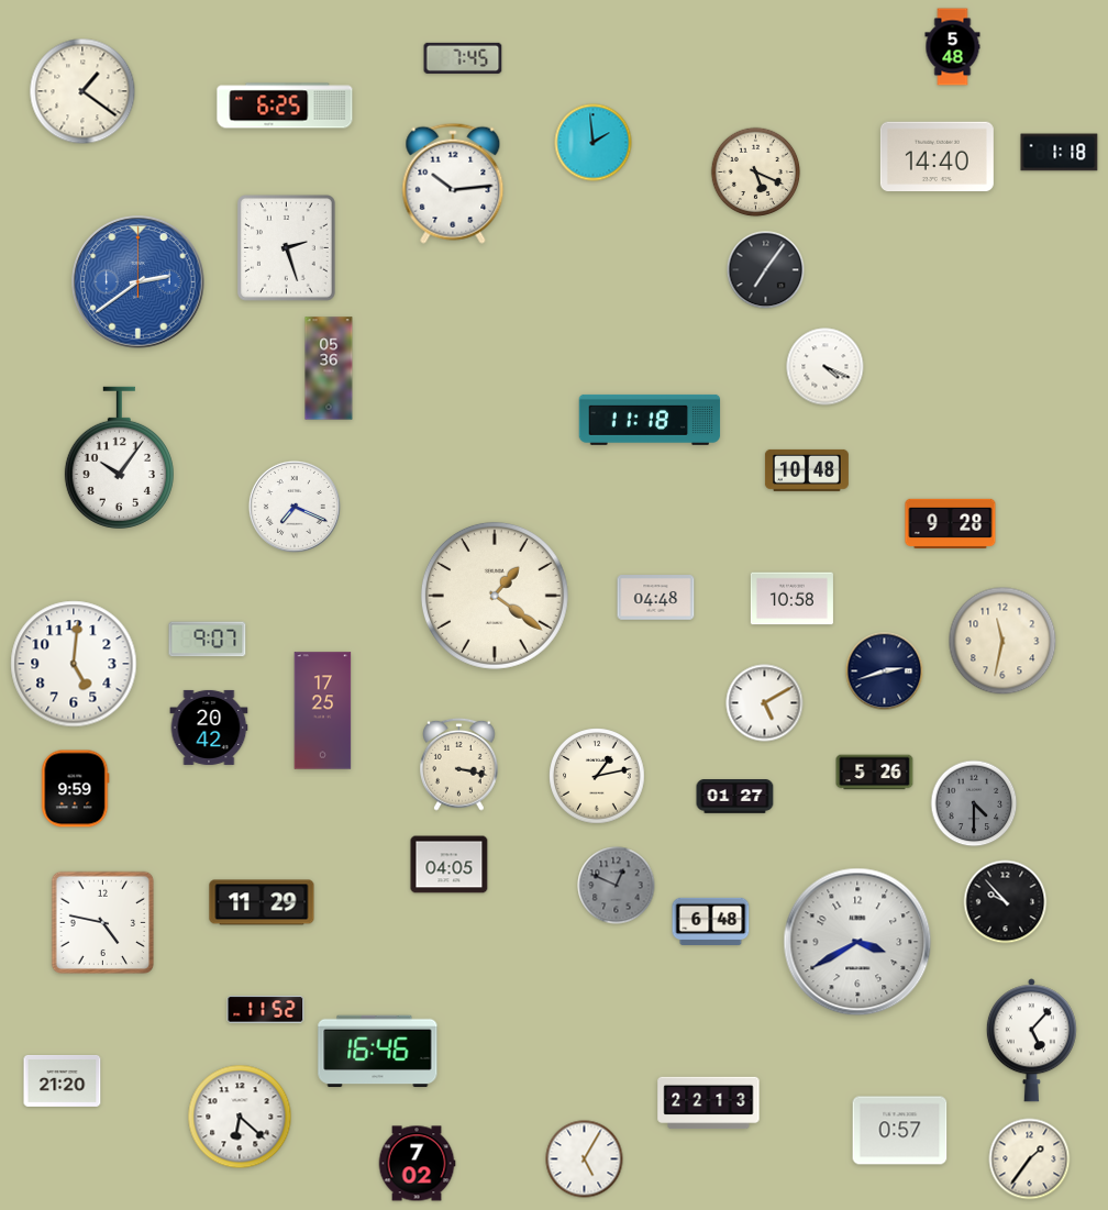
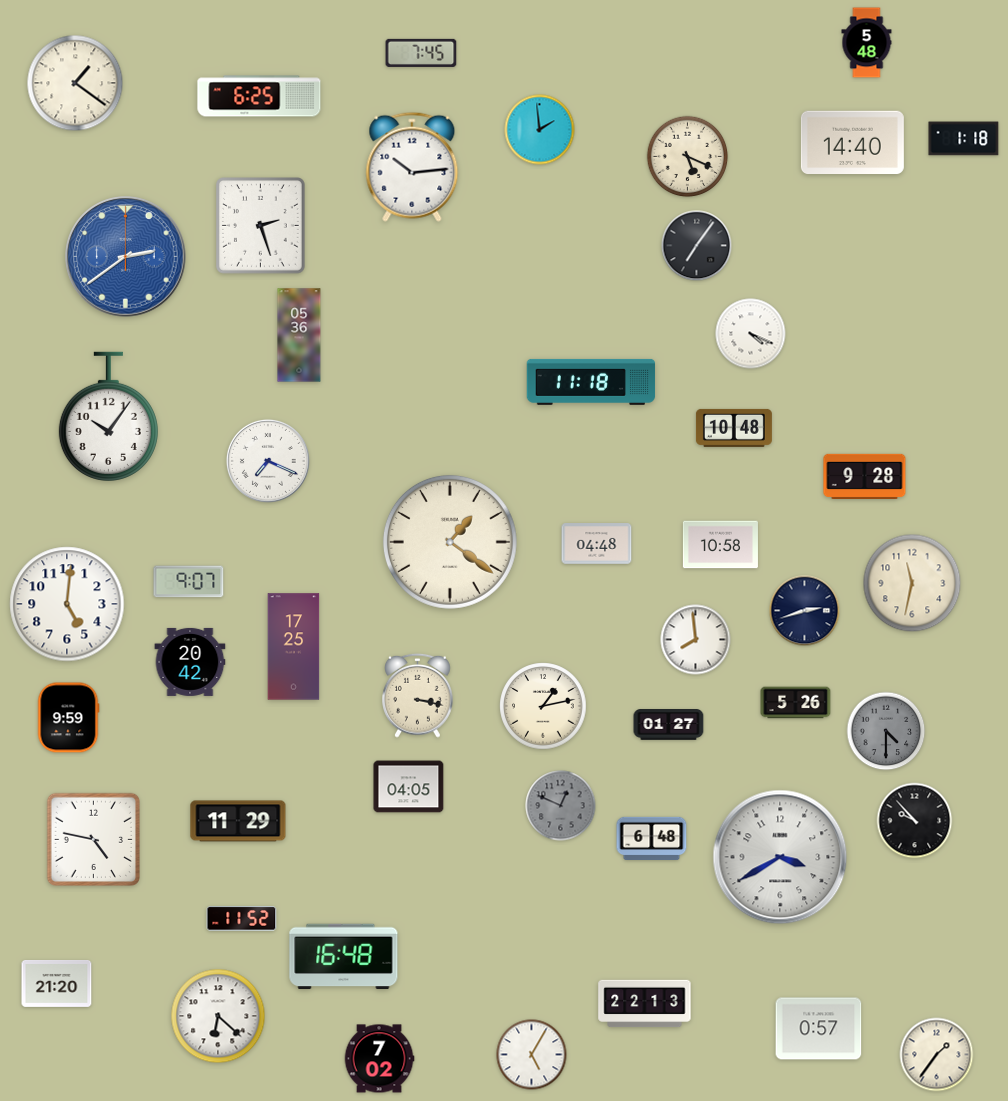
clock at (765, 703): 5:10 -> 7:59
clock at (711, 921) position: (711, 921) -> (652, 838)
clock at (1031, 1041): 5:07 -> none
clock at (378, 1052): 16:46 -> 16:48
